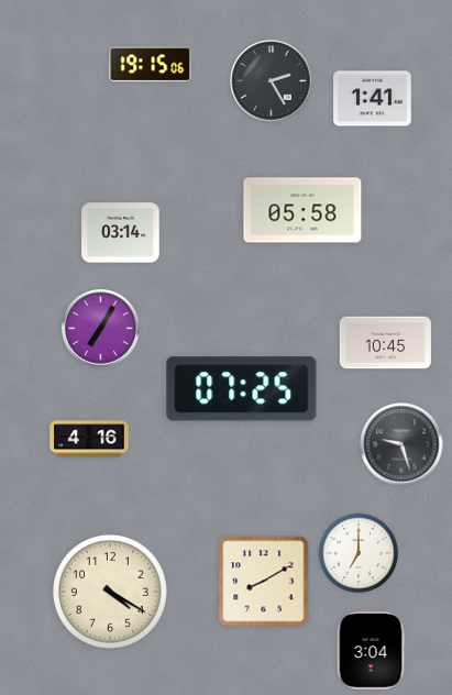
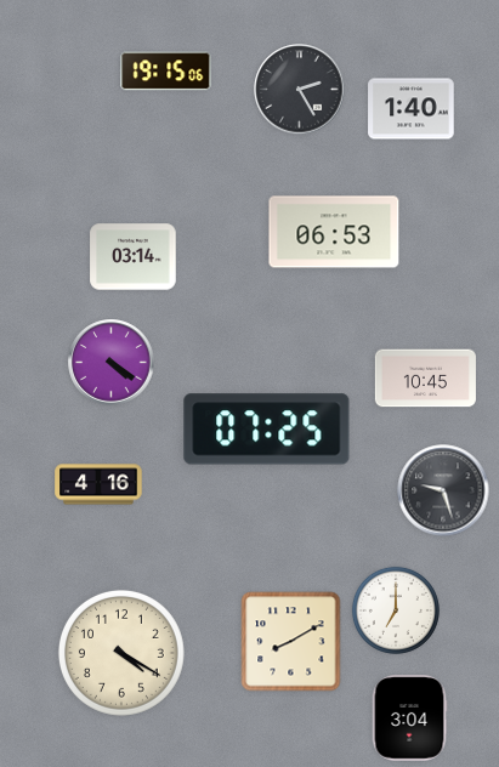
clock at (373, 99): 1:41 -> 1:40
clock at (302, 210): 05:58 -> 06:53
clock at (101, 329): 7:05 -> 4:21
